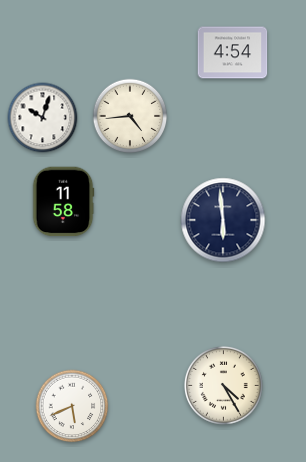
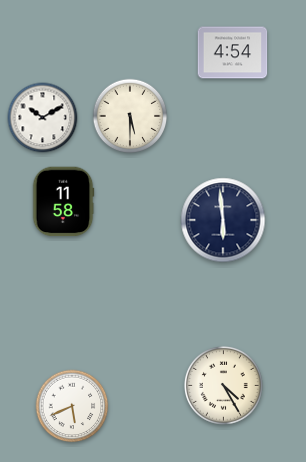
clock at (130, 116): 4:44 -> 5:30
clock at (43, 118): 10:03 -> 10:10
